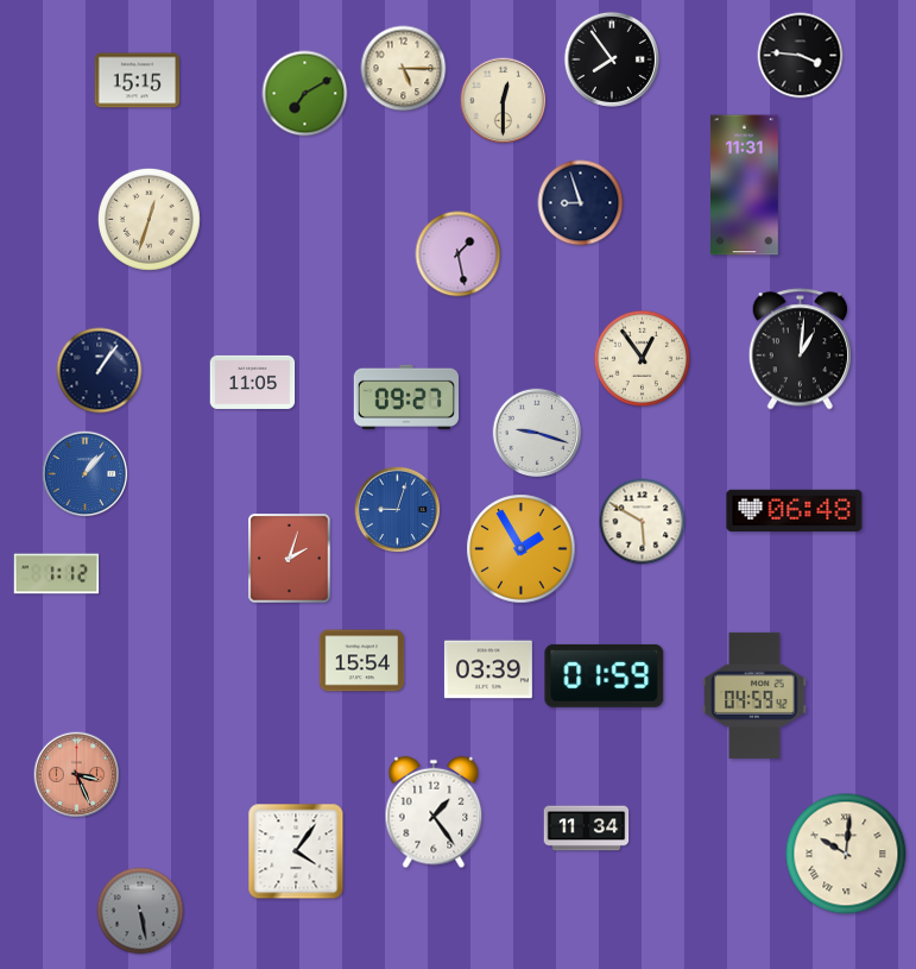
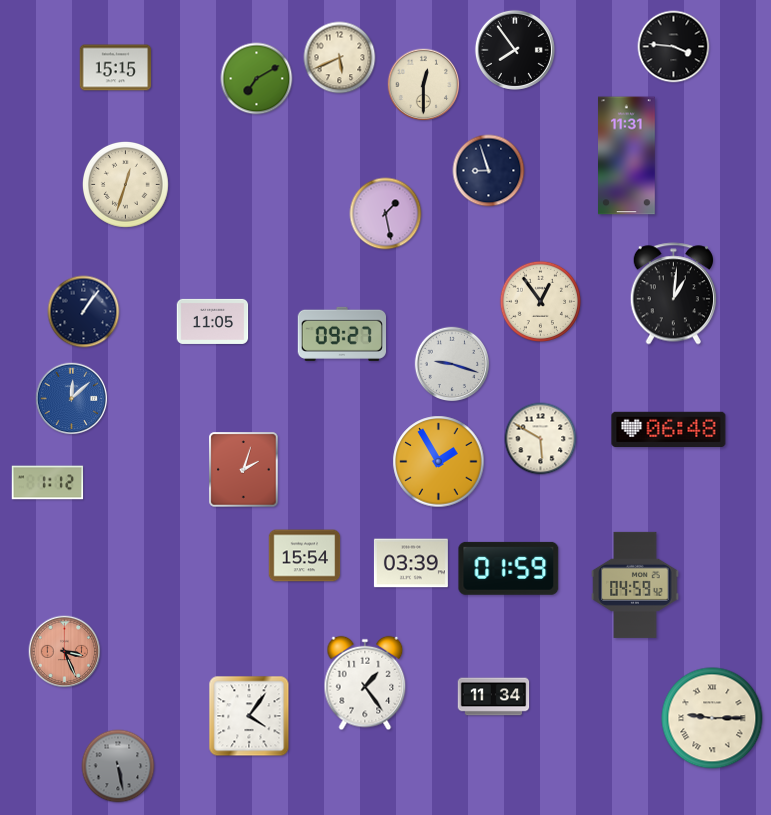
clock at (404, 69): 5:15 -> 5:41
clock at (86, 474): 1:07 -> 12:08
clock at (398, 510): 9:03 -> none
clock at (846, 854): 10:01 -> 9:15
